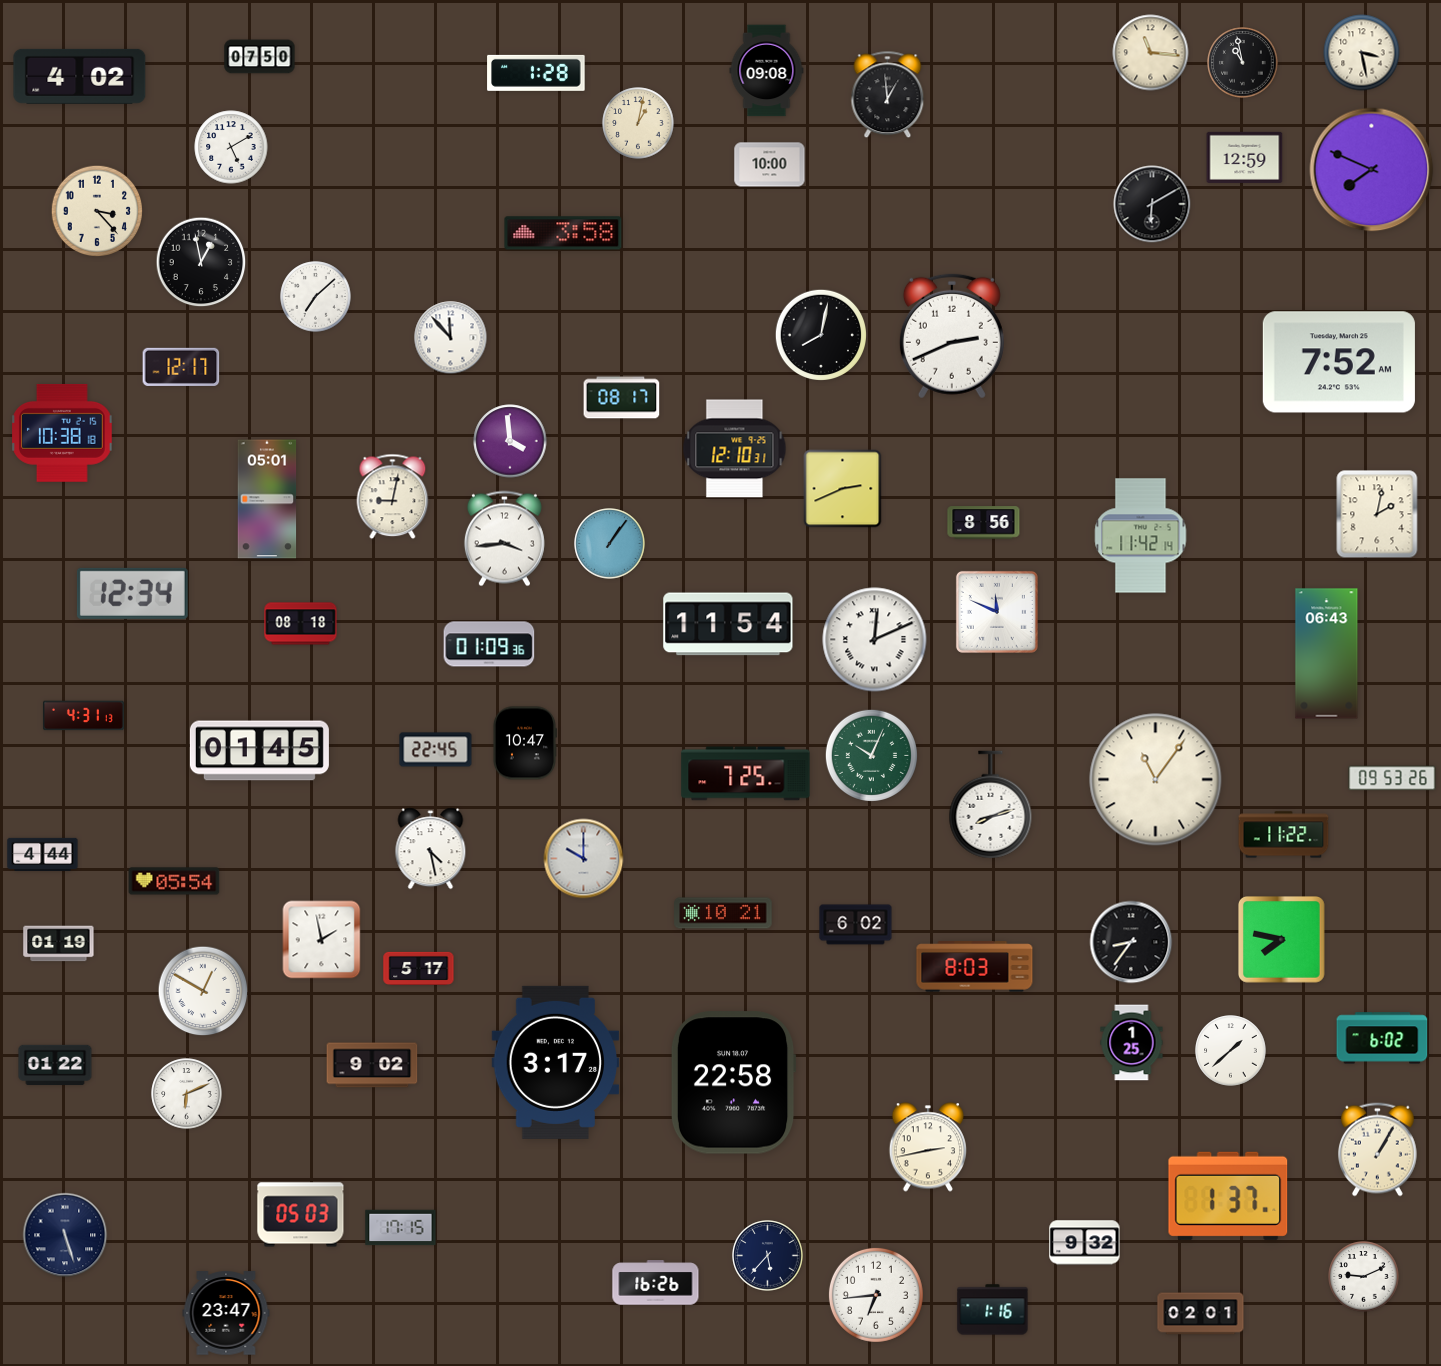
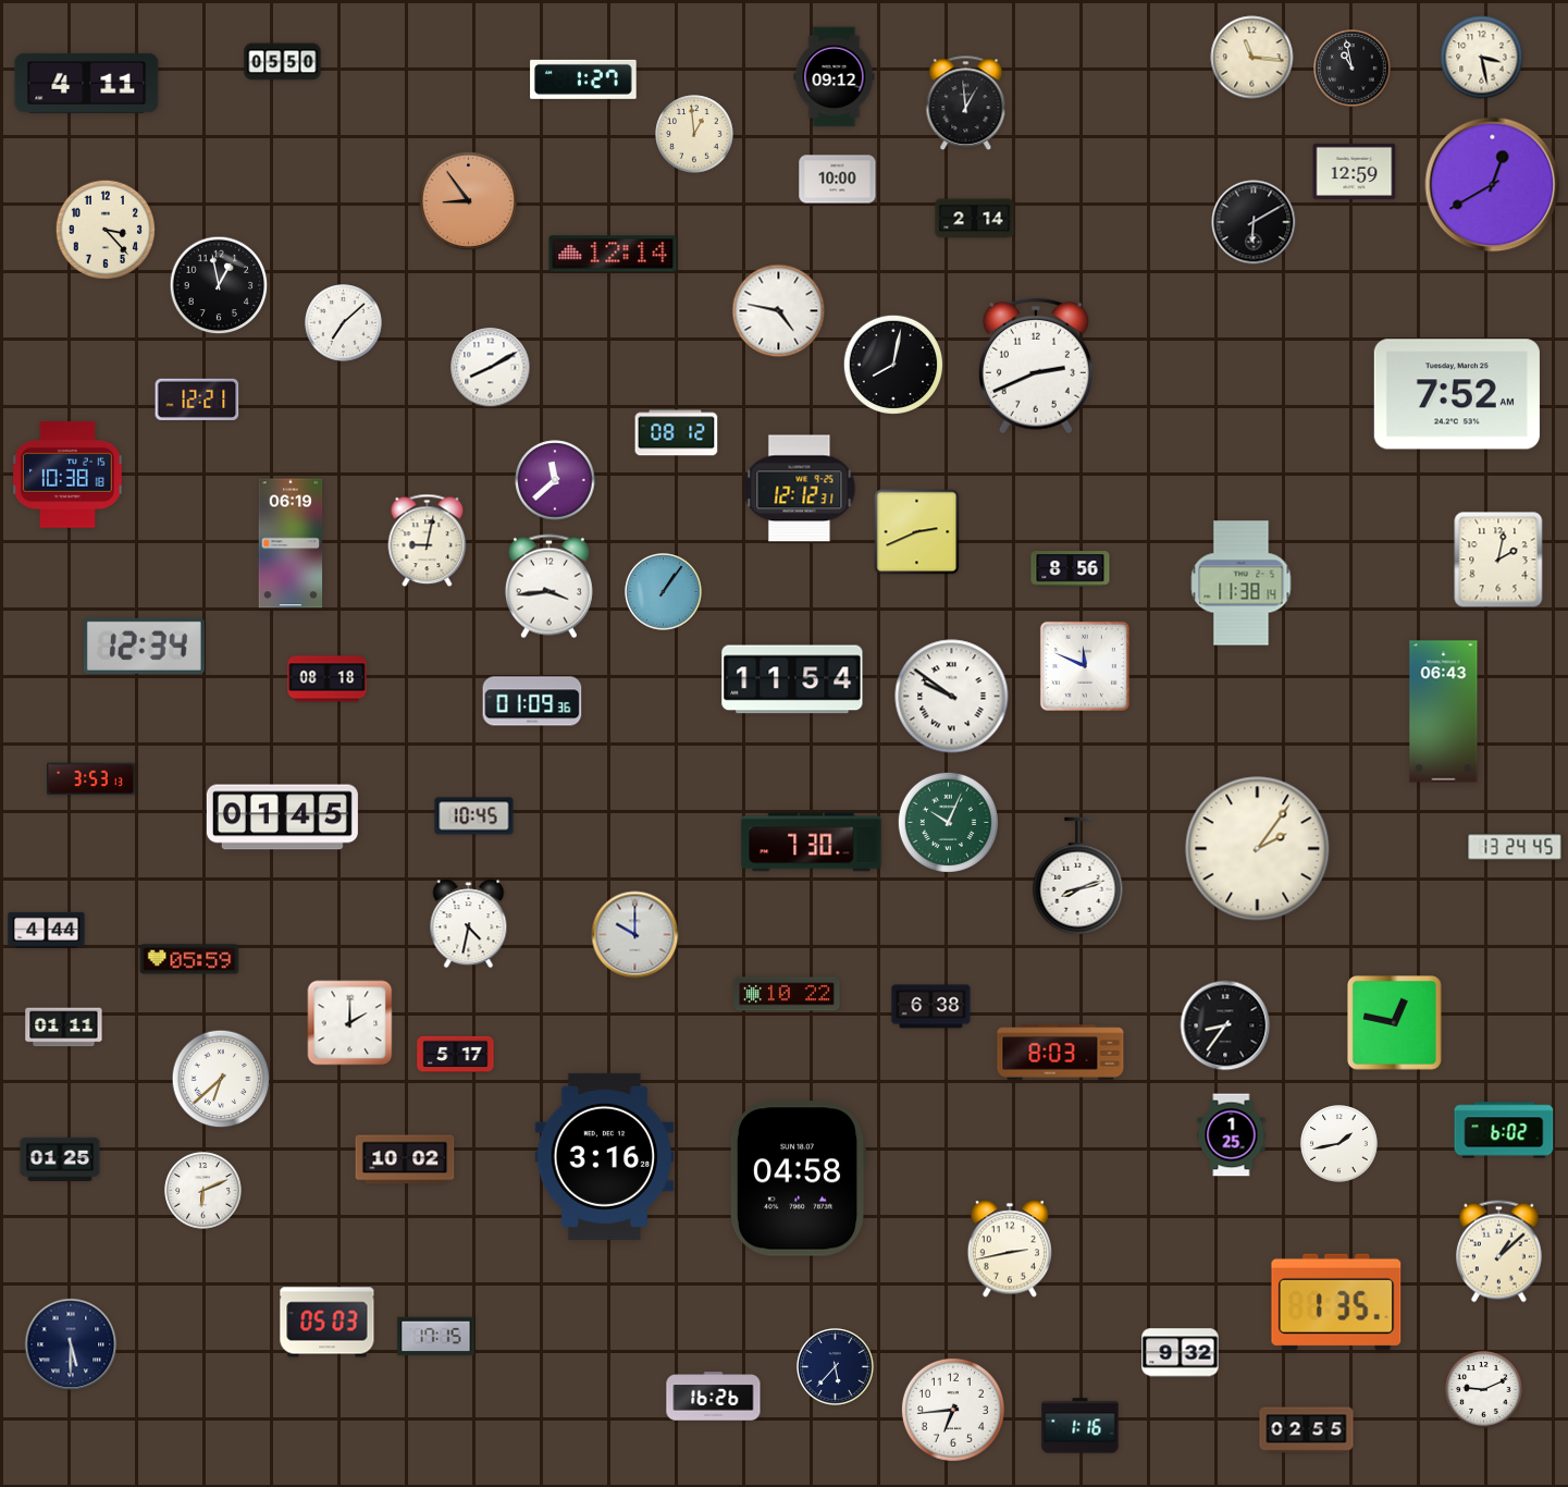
clock at (260, 57): 07:50 -> 05:50
clock at (767, 71): 09:08 -> 09:12
clock at (536, 73): 1:28 -> 1:27
clock at (80, 76): 4:02 -> 4:11
clock at (638, 123): 1:02 -> 12:59
clock at (231, 147): 5:10 -> none
clock at (1372, 170): 7:49 -> 12:40
clock at (469, 201): none -> 8:54
clock at (975, 219): none -> 2:14
clock at (563, 233): 3:58 -> 12:14
clock at (779, 311): none -> 4:47
clock at (451, 338): 11:53 -> 8:10
clock at (181, 367): 12:17 -> 12:21
clock at (622, 398): 08:17 -> 08:12
clock at (62, 433) position: (62, 433) -> (67, 475)
clock at (510, 441): 3:59 -> 11:38
clock at (735, 449): 12:10 -> 12:12
clock at (267, 499): 05:01 -> 06:19
clock at (1141, 536): 11:42 -> 11:38
clock at (875, 640): 12:11 -> 9:51
clock at (83, 716): 4:31 -> 3:53
clock at (524, 743): 10:47 -> none
clock at (436, 750): 22:45 -> 10:45
clock at (746, 774): 7:25 -> 7:30
clock at (1392, 778): 09:53 -> 13:24
clock at (1156, 780): 11:06 -> 2:06
clock at (1284, 835): 11:22 -> none
clock at (431, 849): 4:28 -> 4:32
clock at (174, 881): 05:54 -> 05:59
clock at (723, 913): 10:21 -> 10:22
clock at (856, 925): 6:02 -> 6:38
clock at (322, 940): 1:58 -> 2:00
clock at (1282, 940): 7:47 -> 12:47
clock at (1131, 942) position: (1131, 942) -> (1225, 1025)
clock at (59, 944): 01:19 -> 01:11
clock at (203, 991): 12:50 -> 6:38
clock at (1231, 1051): 1:38 -> 1:43
clock at (556, 1062): 3:17 -> 3:16
clock at (55, 1065): 01:22 -> 01:25
clock at (372, 1065): 9:02 -> 10:02
clock at (733, 1083): 22:58 -> 04:58
clock at (1377, 1150): 1:05 -> 1:08
clock at (1228, 1196): 1:37 -> 1:35
clock at (65, 1235): 5:27 -> 5:30
clock at (226, 1313): 23:47 -> none
clock at (1201, 1314): 02:01 -> 02:55
